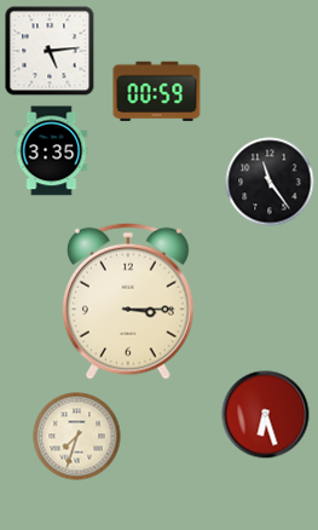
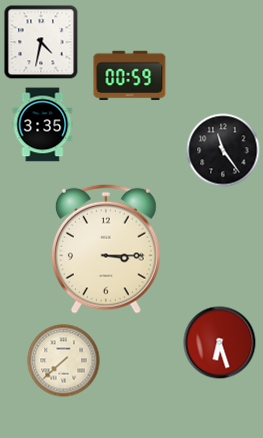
clock at (50, 51): 5:14 -> 4:32
clock at (77, 437): 7:33 -> 7:38
